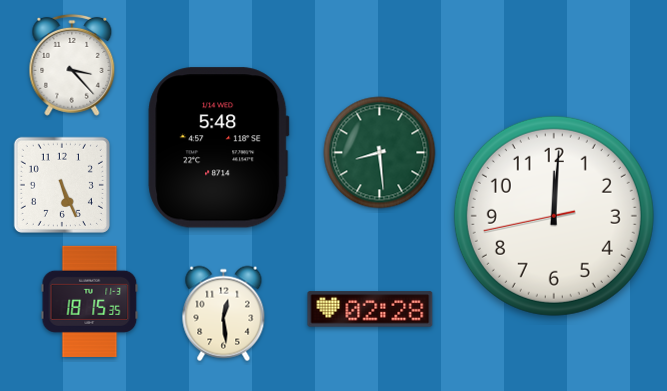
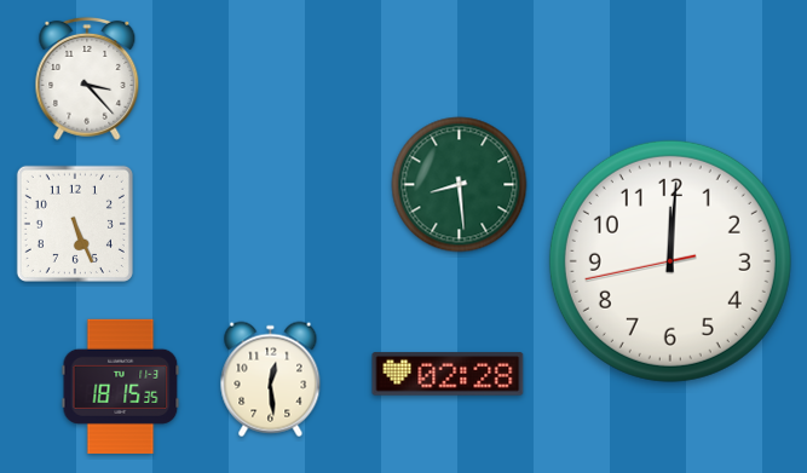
clock at (219, 148): 5:48 -> none
clock at (90, 301) position: (90, 301) -> (121, 386)
